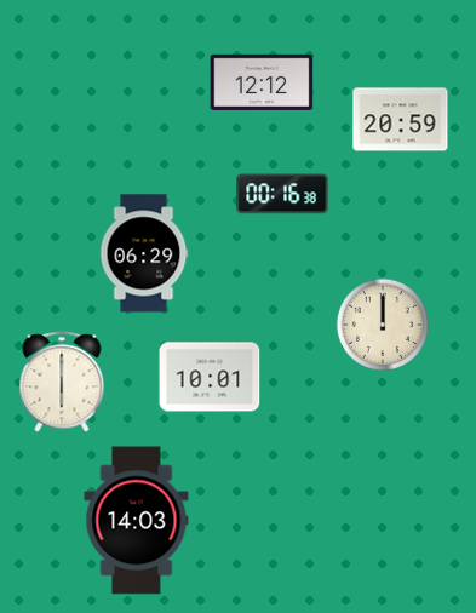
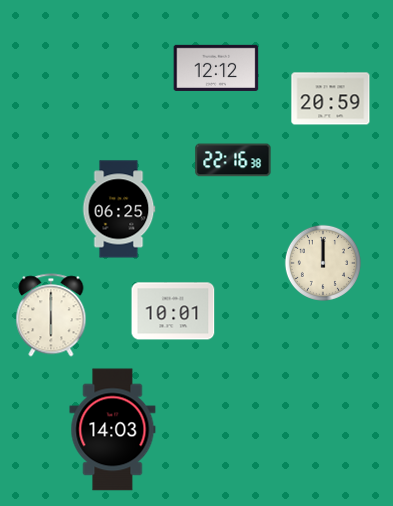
clock at (282, 194): 00:16 -> 22:16
clock at (144, 253): 06:29 -> 06:25
clock at (383, 325) position: (383, 325) -> (323, 263)
